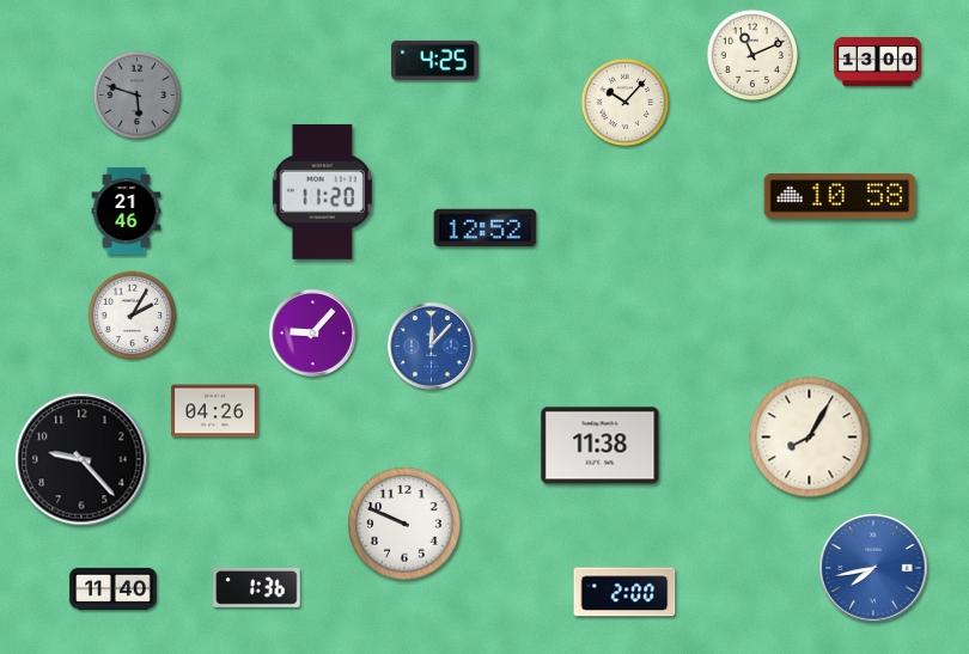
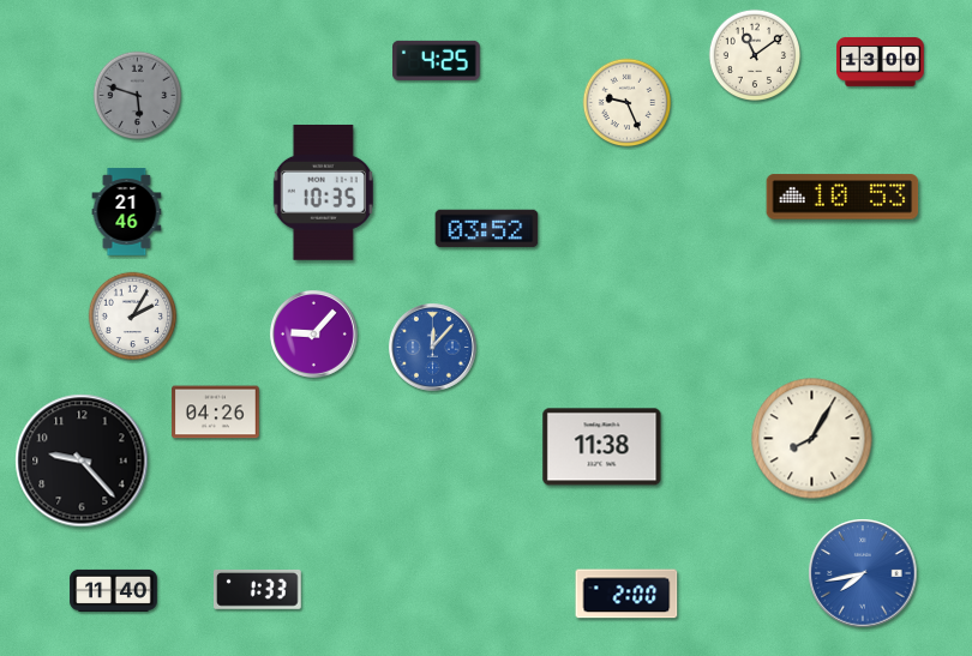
clock at (751, 54): 11:11 -> 11:09
clock at (626, 103): 10:07 -> 9:26
clock at (322, 191): 11:20 -> 10:35
clock at (840, 196): 10:58 -> 10:53
clock at (486, 228): 12:52 -> 03:52
clock at (404, 524): 9:49 -> none
clock at (873, 568) position: (873, 568) -> (863, 573)
clock at (257, 587): 1:36 -> 1:33
